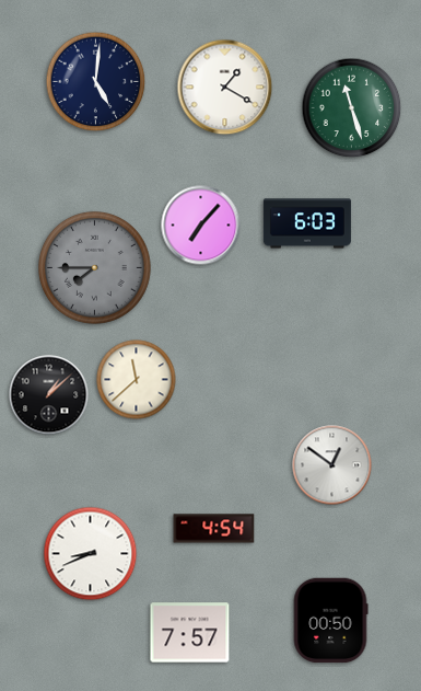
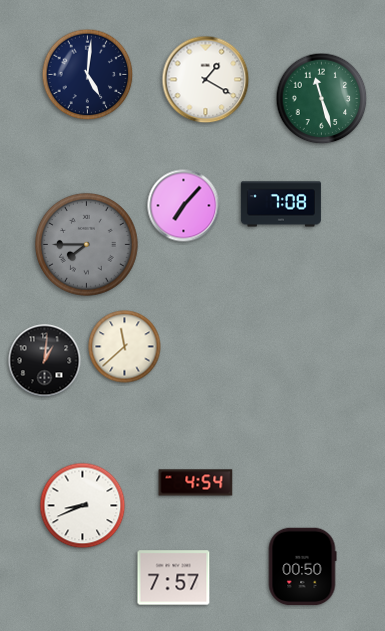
clock at (307, 223): 6:03 -> 7:08
clock at (49, 395): 1:08 -> 1:01
clock at (332, 465): 12:51 -> none
